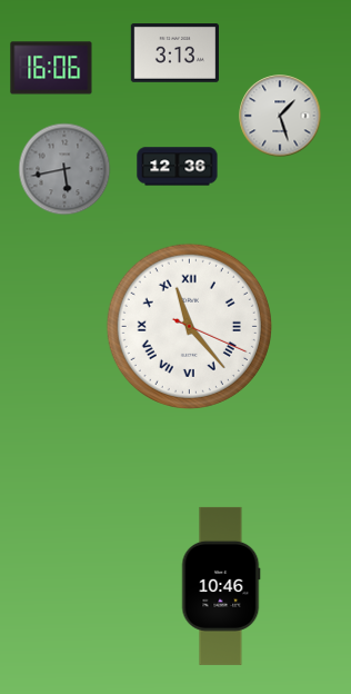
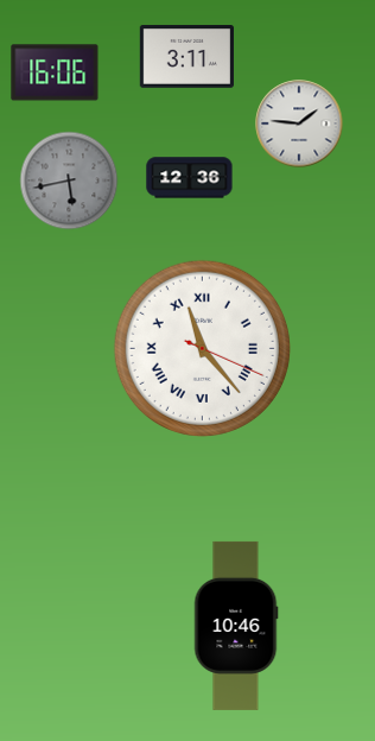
clock at (174, 53): 3:13 -> 3:11
clock at (280, 116): 1:27 -> 1:46
